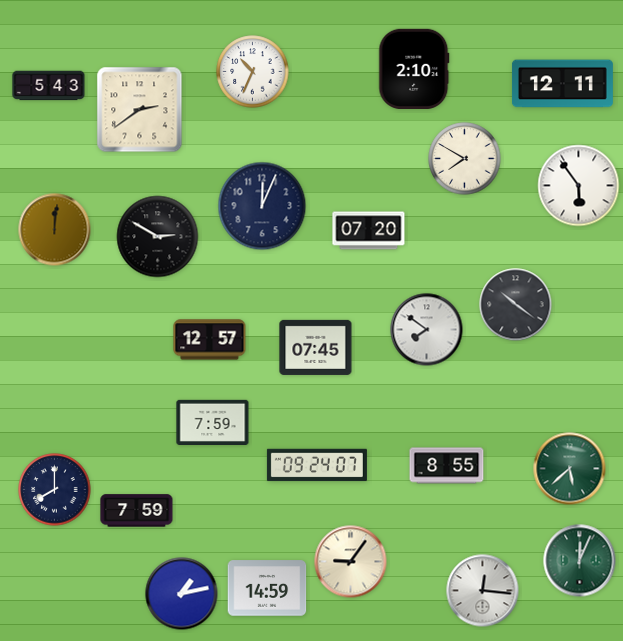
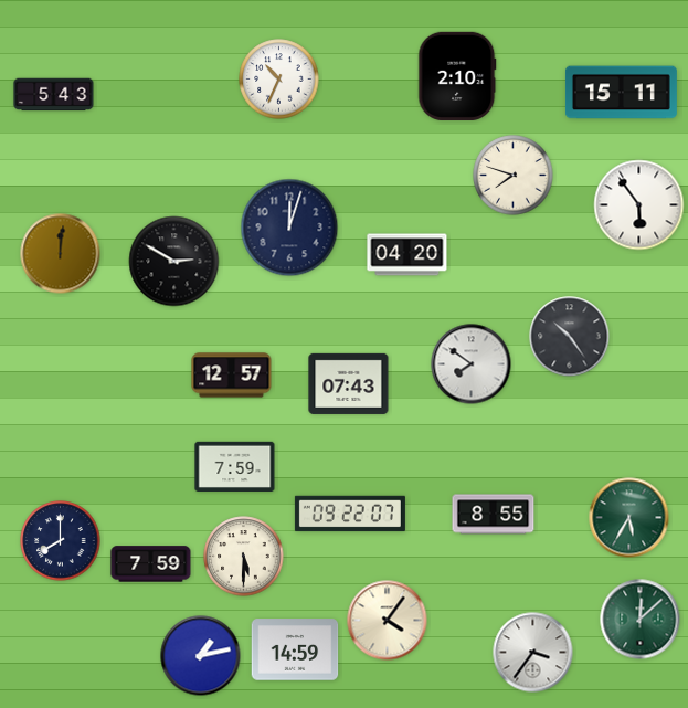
clock at (562, 84): 12:11 -> 15:11
clock at (140, 110): 2:39 -> none
clock at (465, 159): 7:50 -> 7:48
clock at (262, 206): 12:04 -> 12:03
clock at (369, 231): 07:20 -> 04:20
clock at (516, 305): 10:21 -> 10:24
clock at (316, 347): 07:45 -> 07:43
clock at (317, 465): 09:24 -> 09:22
clock at (570, 469): 5:38 -> 5:35
clock at (244, 557): none -> 5:30
clock at (580, 561): 12:04 -> 12:08
clock at (351, 562): 9:06 -> 4:06
clock at (483, 591): 12:16 -> 3:36
